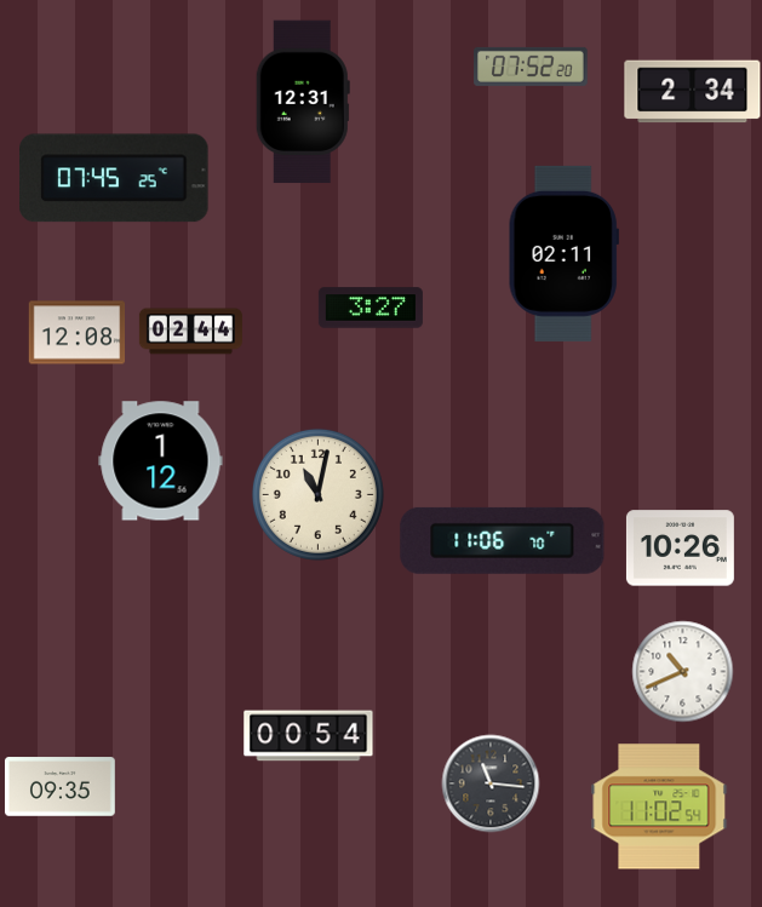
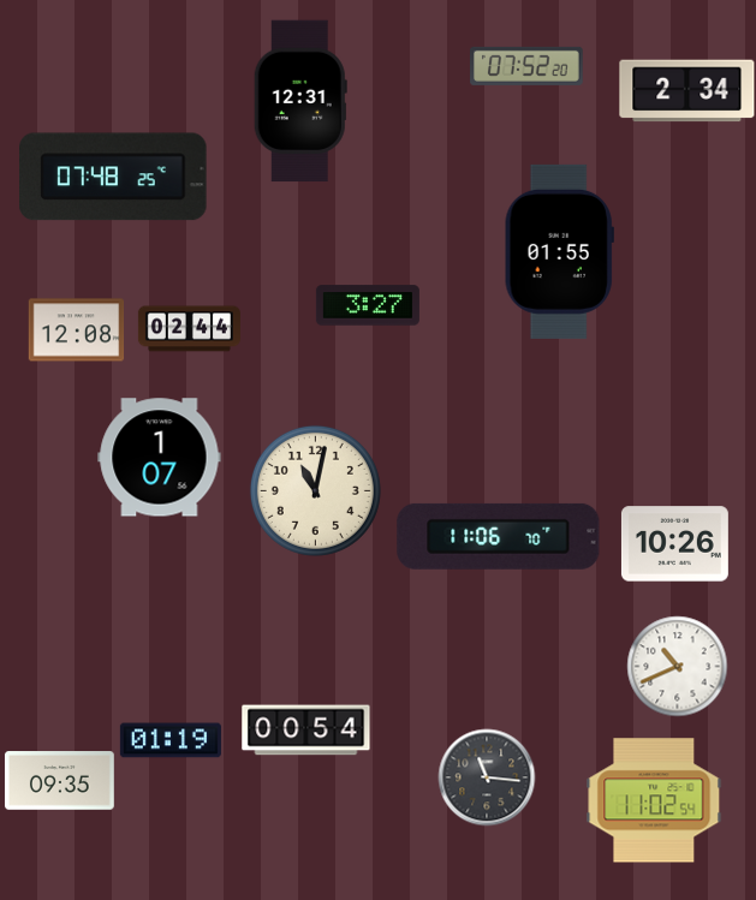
clock at (115, 178): 07:45 -> 07:48
clock at (563, 253): 02:11 -> 01:55
clock at (161, 461): 1:12 -> 1:07
clock at (171, 740): none -> 01:19
